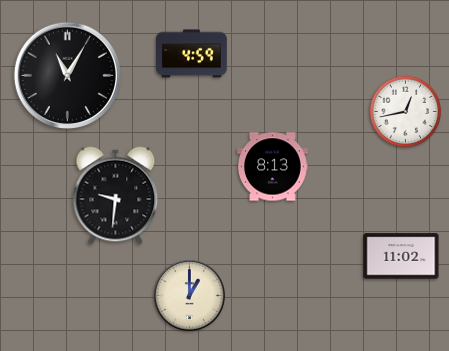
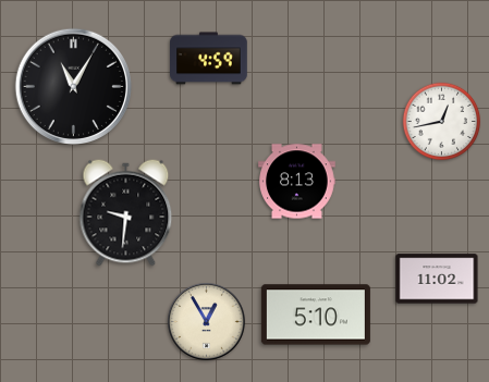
clock at (67, 75) position: (67, 75) -> (73, 86)
clock at (316, 315): none -> 5:10
clock at (190, 296): 1:00 -> 12:55
